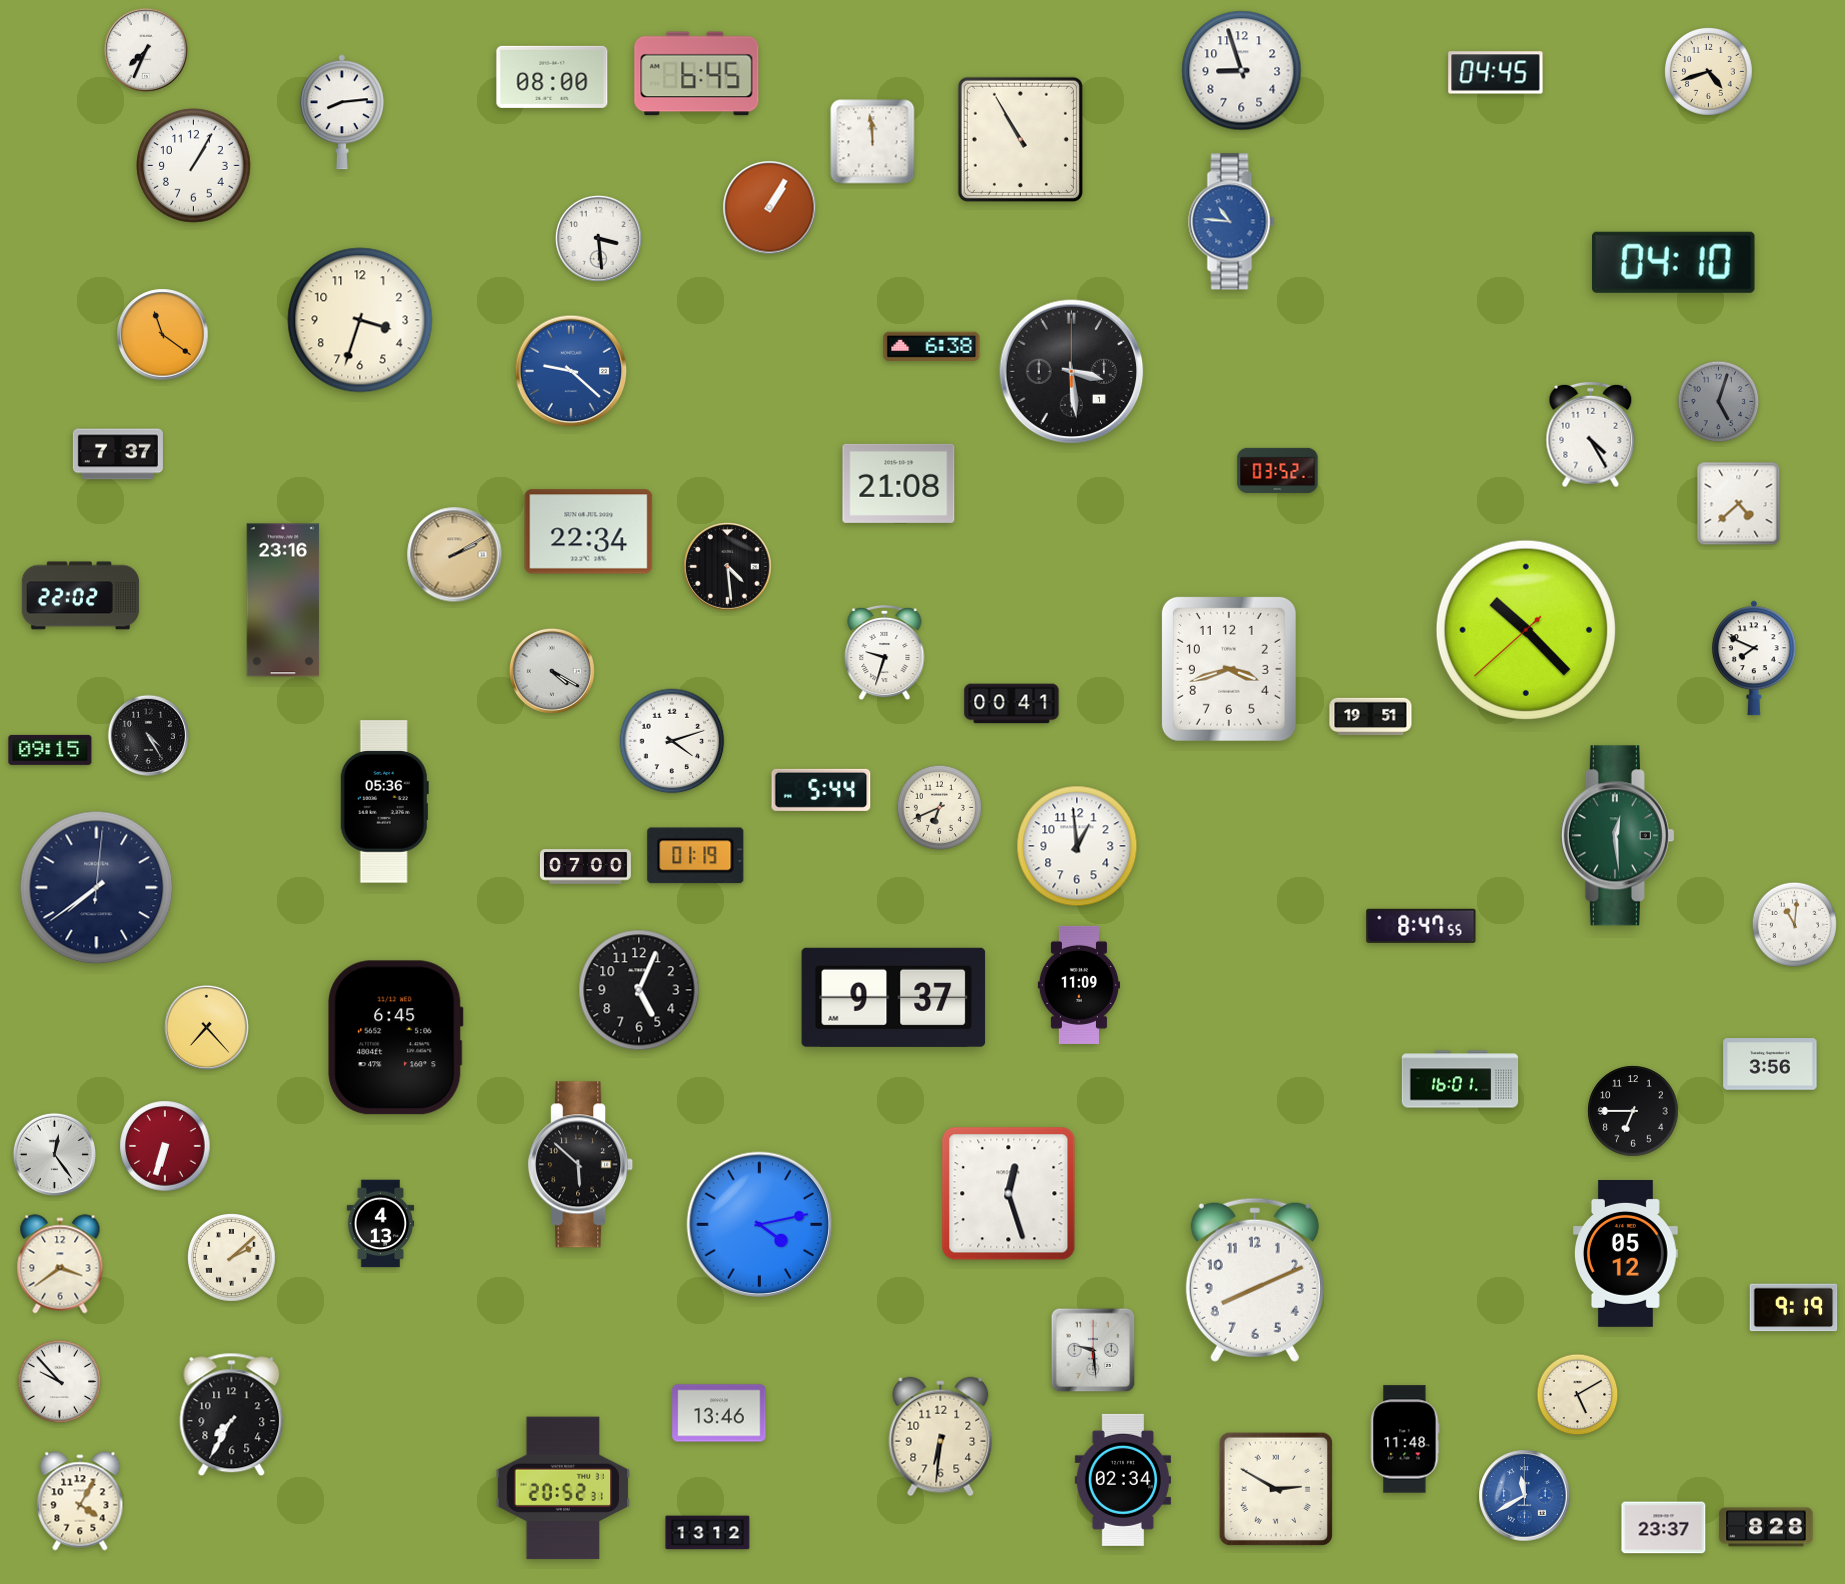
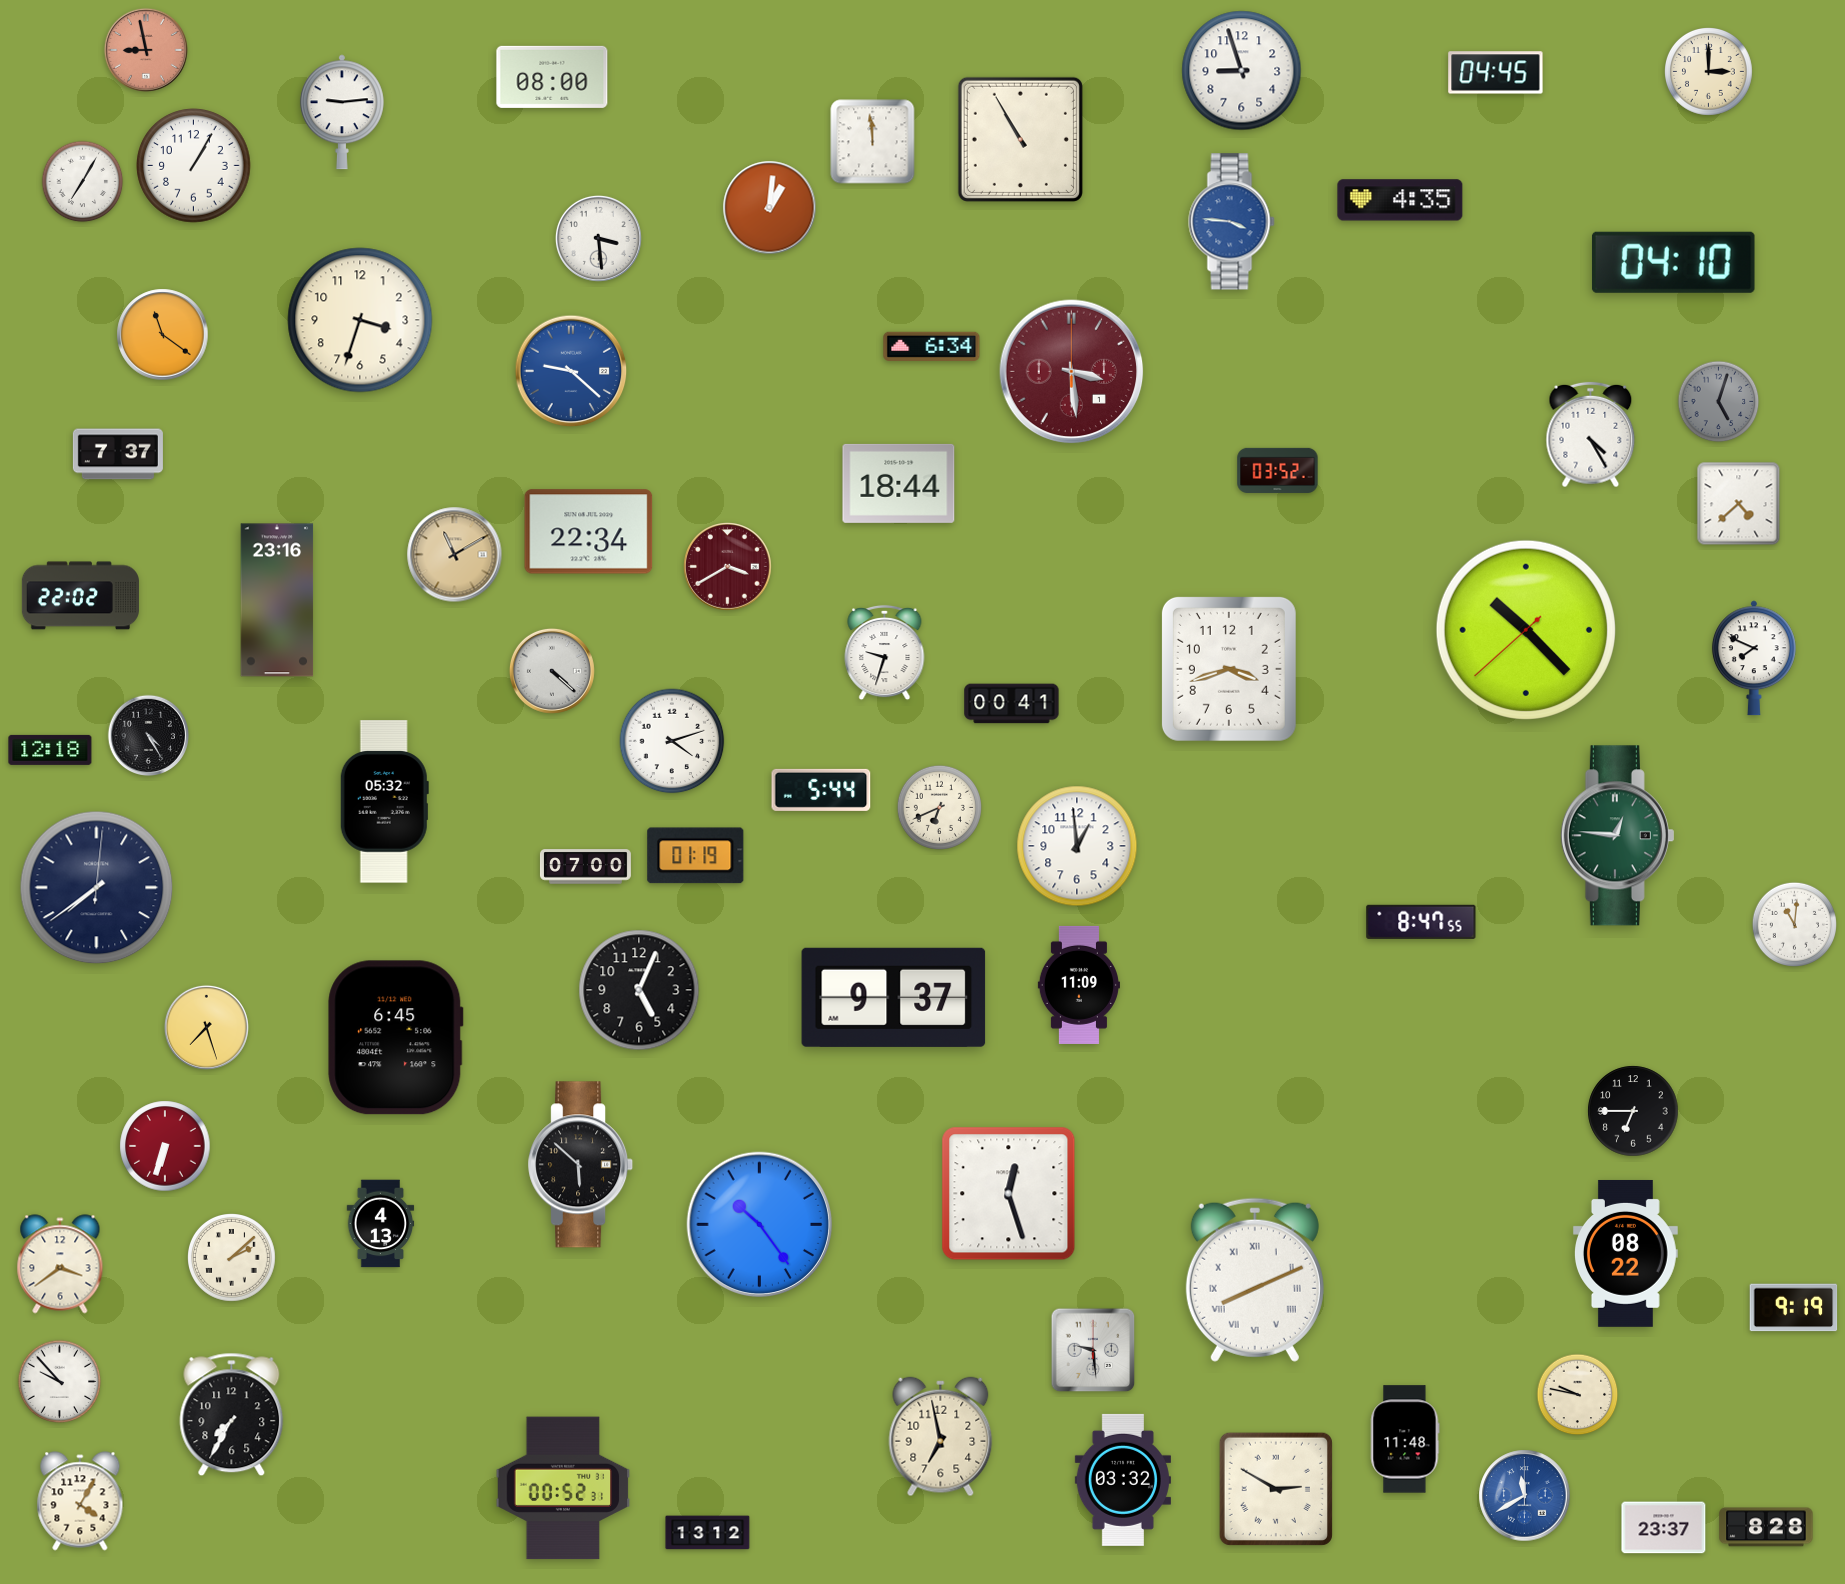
clock at (146, 50): 7:34 -> 8:58
clock at (146, 50) dial: white -> salmon
clock at (1709, 72): 4:42 -> 3:00
clock at (697, 74): 6:45 -> none
clock at (342, 112): 8:14 -> 9:14
clock at (83, 182): none -> 7:05
clock at (1400, 200): none -> 4:35
clock at (770, 208): 1:05 -> 1:01
clock at (1232, 222): 10:46 -> 3:46
clock at (932, 346): 6:38 -> 6:34
clock at (1072, 372) dial: black -> burgundy
clock at (899, 483): 21:08 -> 18:44
clock at (455, 555): 2:10 -> 11:10
clock at (728, 567): 4:29 -> 3:40
clock at (728, 567) dial: black -> burgundy
clock at (283, 600) position: (283, 600) -> (277, 600)
clock at (552, 671): 4:20 -> 4:22
clock at (1371, 717): 19:51 -> none
clock at (50, 750): 09:15 -> 12:18
clock at (384, 802): 05:36 -> 05:32
clock at (1617, 836): 12:29 -> 12:46
clock at (1421, 926) position: (1421, 926) -> (1421, 922)
clock at (206, 1027): 7:23 -> 7:27
clock at (1770, 1064): 3:56 -> none
clock at (1460, 1079): 16:01 -> none
clock at (54, 1154): 12:24 -> none
clock at (760, 1225): 4:13 -> 10:24
clock at (1625, 1253): 05:12 -> 08:22
clock at (1255, 1280) numerals: Arabic -> Roman
clock at (1578, 1395): 5:10 -> 9:47
clock at (719, 1413): 13:46 -> none
clock at (941, 1437): 6:31 -> 6:58
clock at (1123, 1480): 02:34 -> 03:32
clock at (563, 1488): 20:52 -> 00:52
